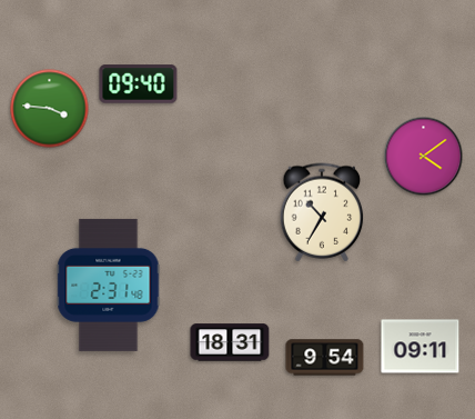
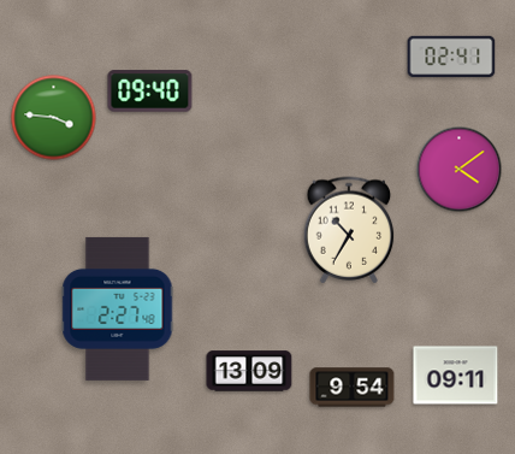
clock at (451, 57): none -> 02:41
clock at (109, 285): 2:31 -> 2:27
clock at (230, 342): 18:31 -> 13:09
